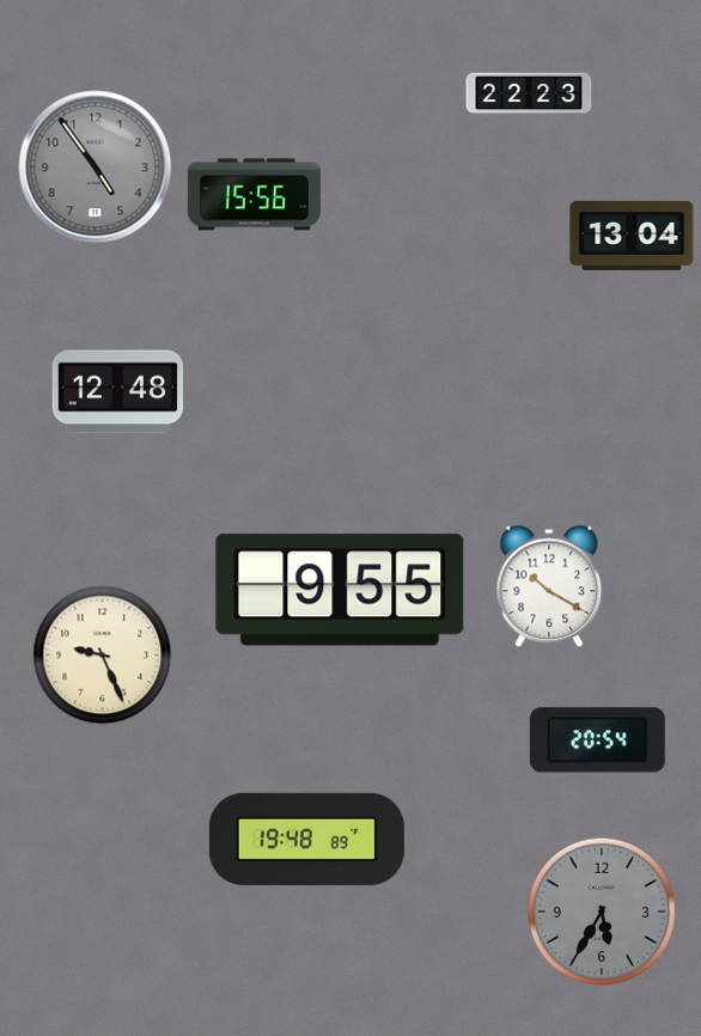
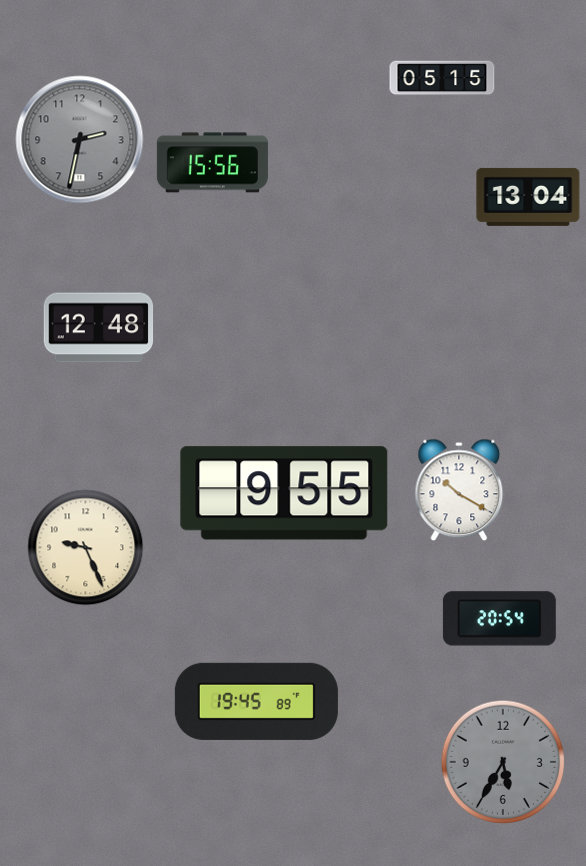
clock at (529, 93): 22:23 -> 05:15
clock at (96, 167): 4:54 -> 2:32
clock at (306, 839): 19:48 -> 19:45
